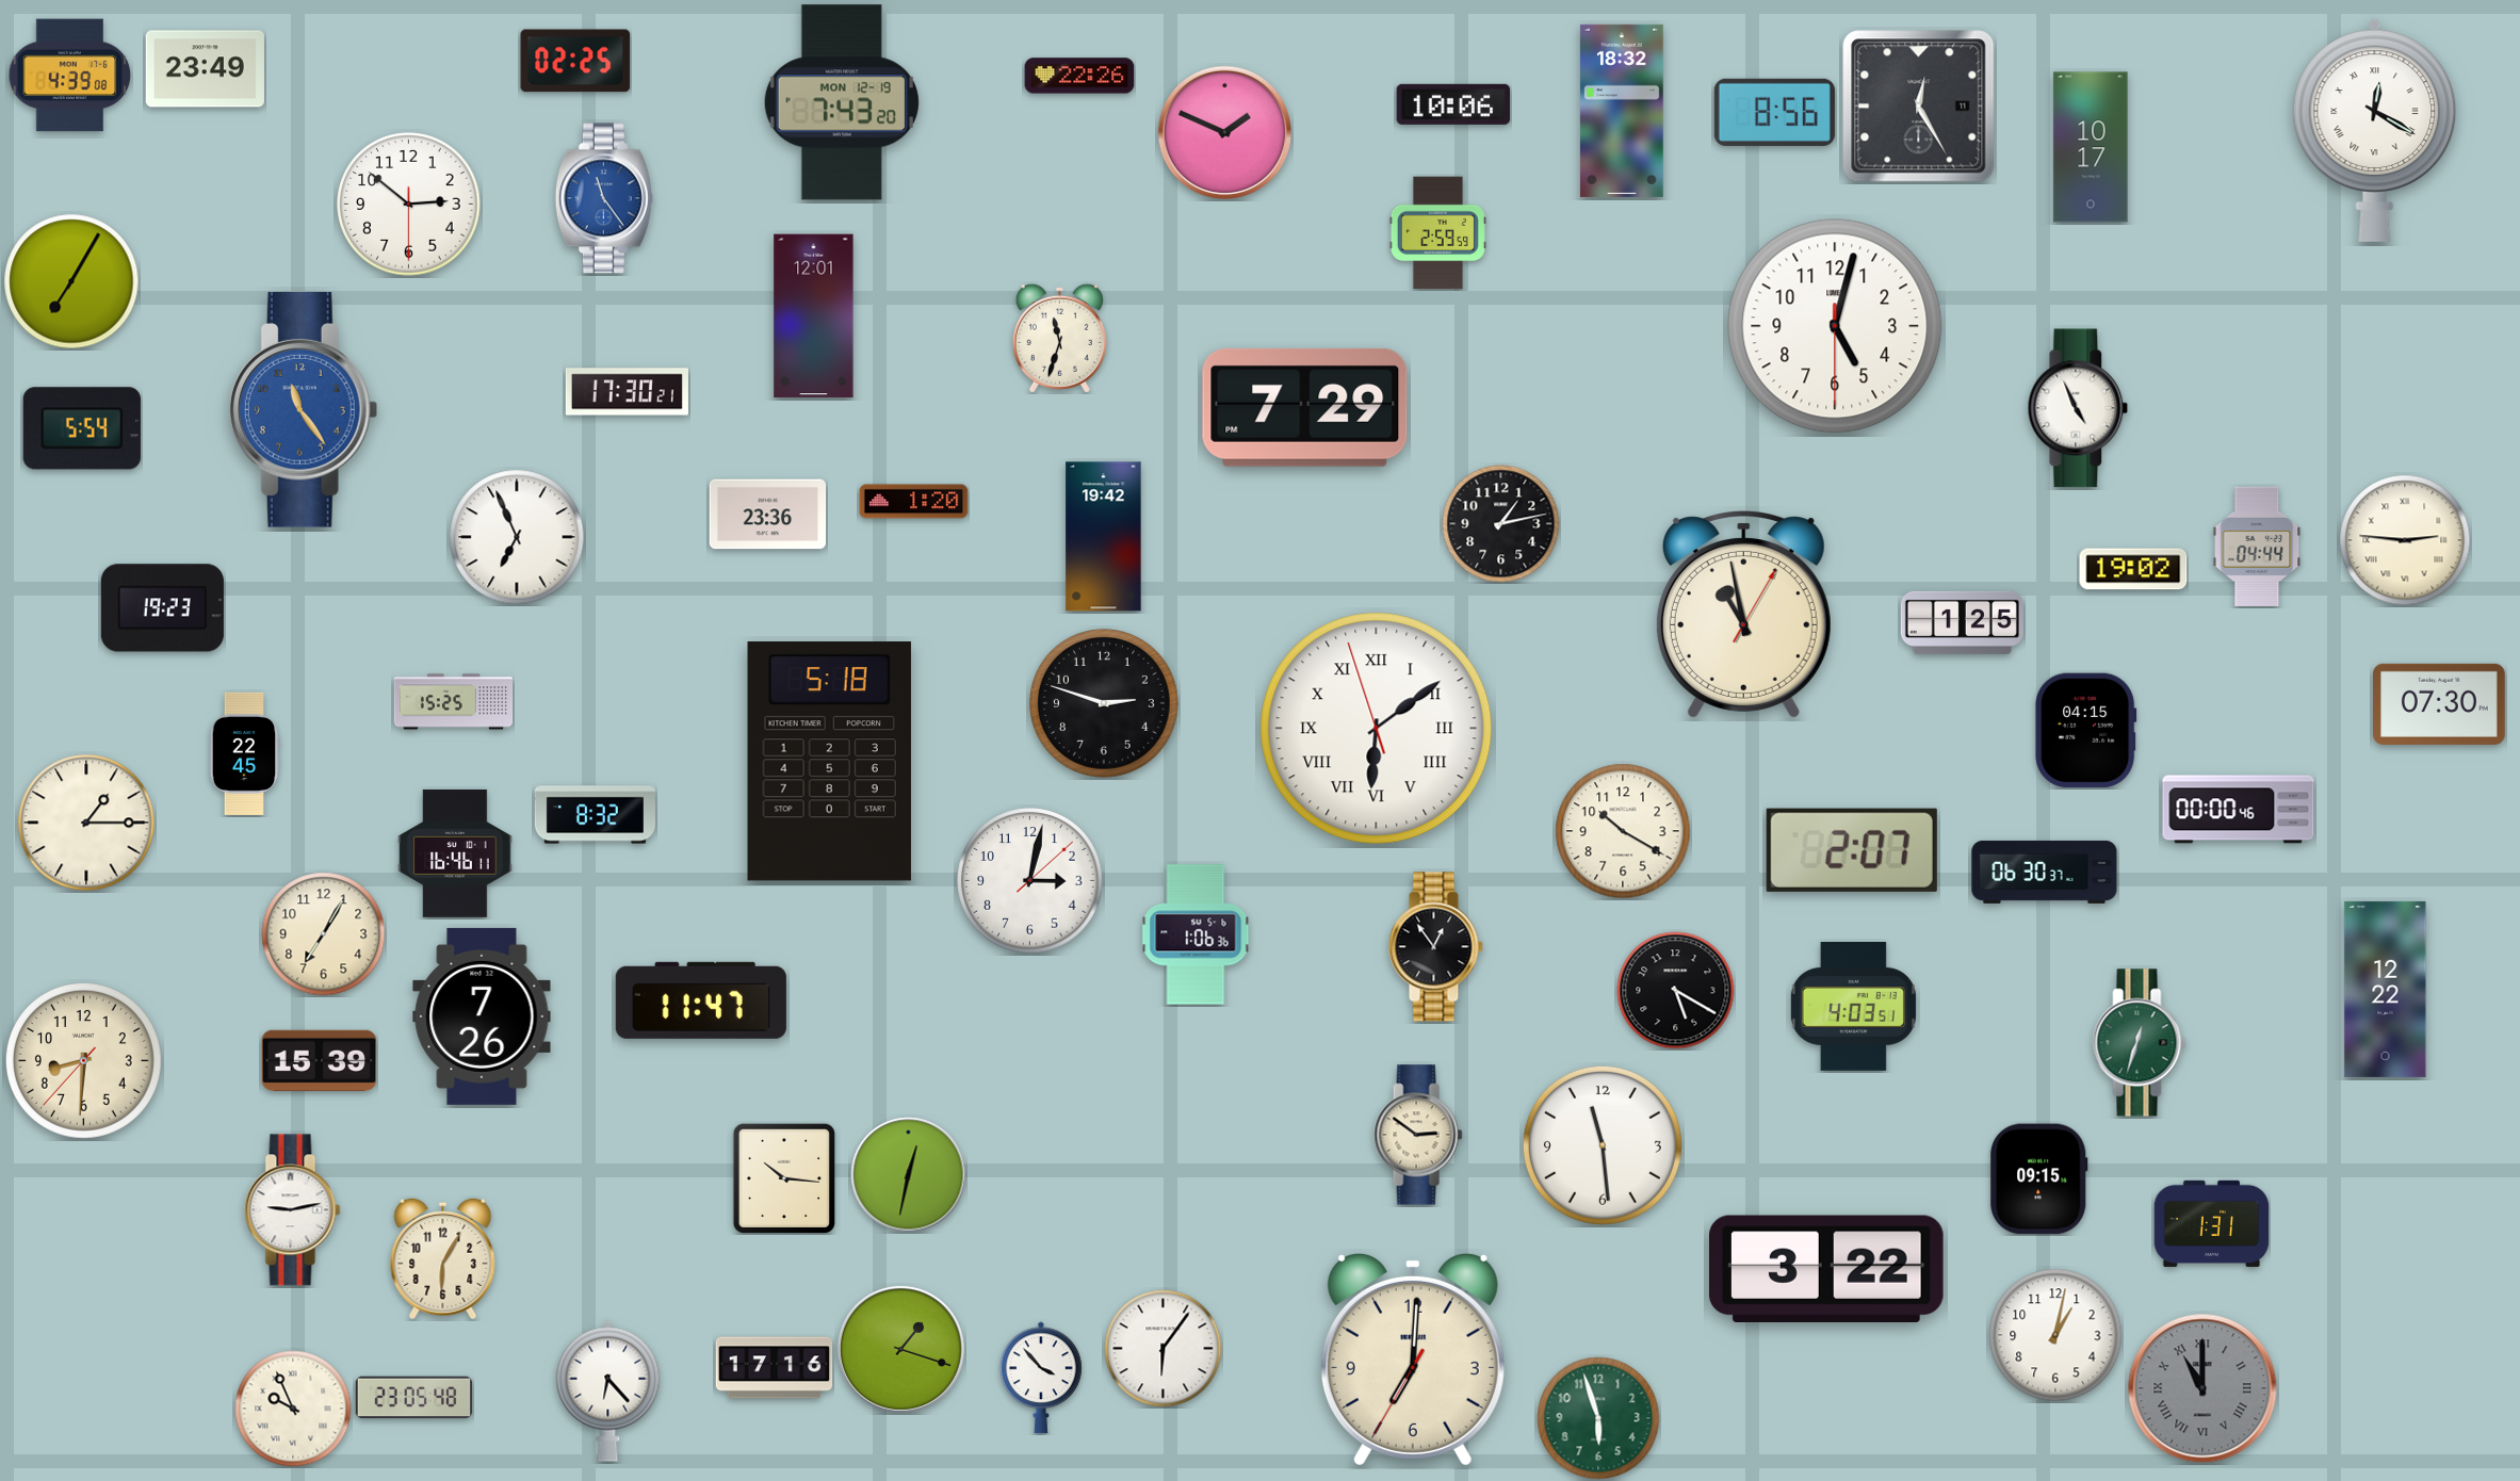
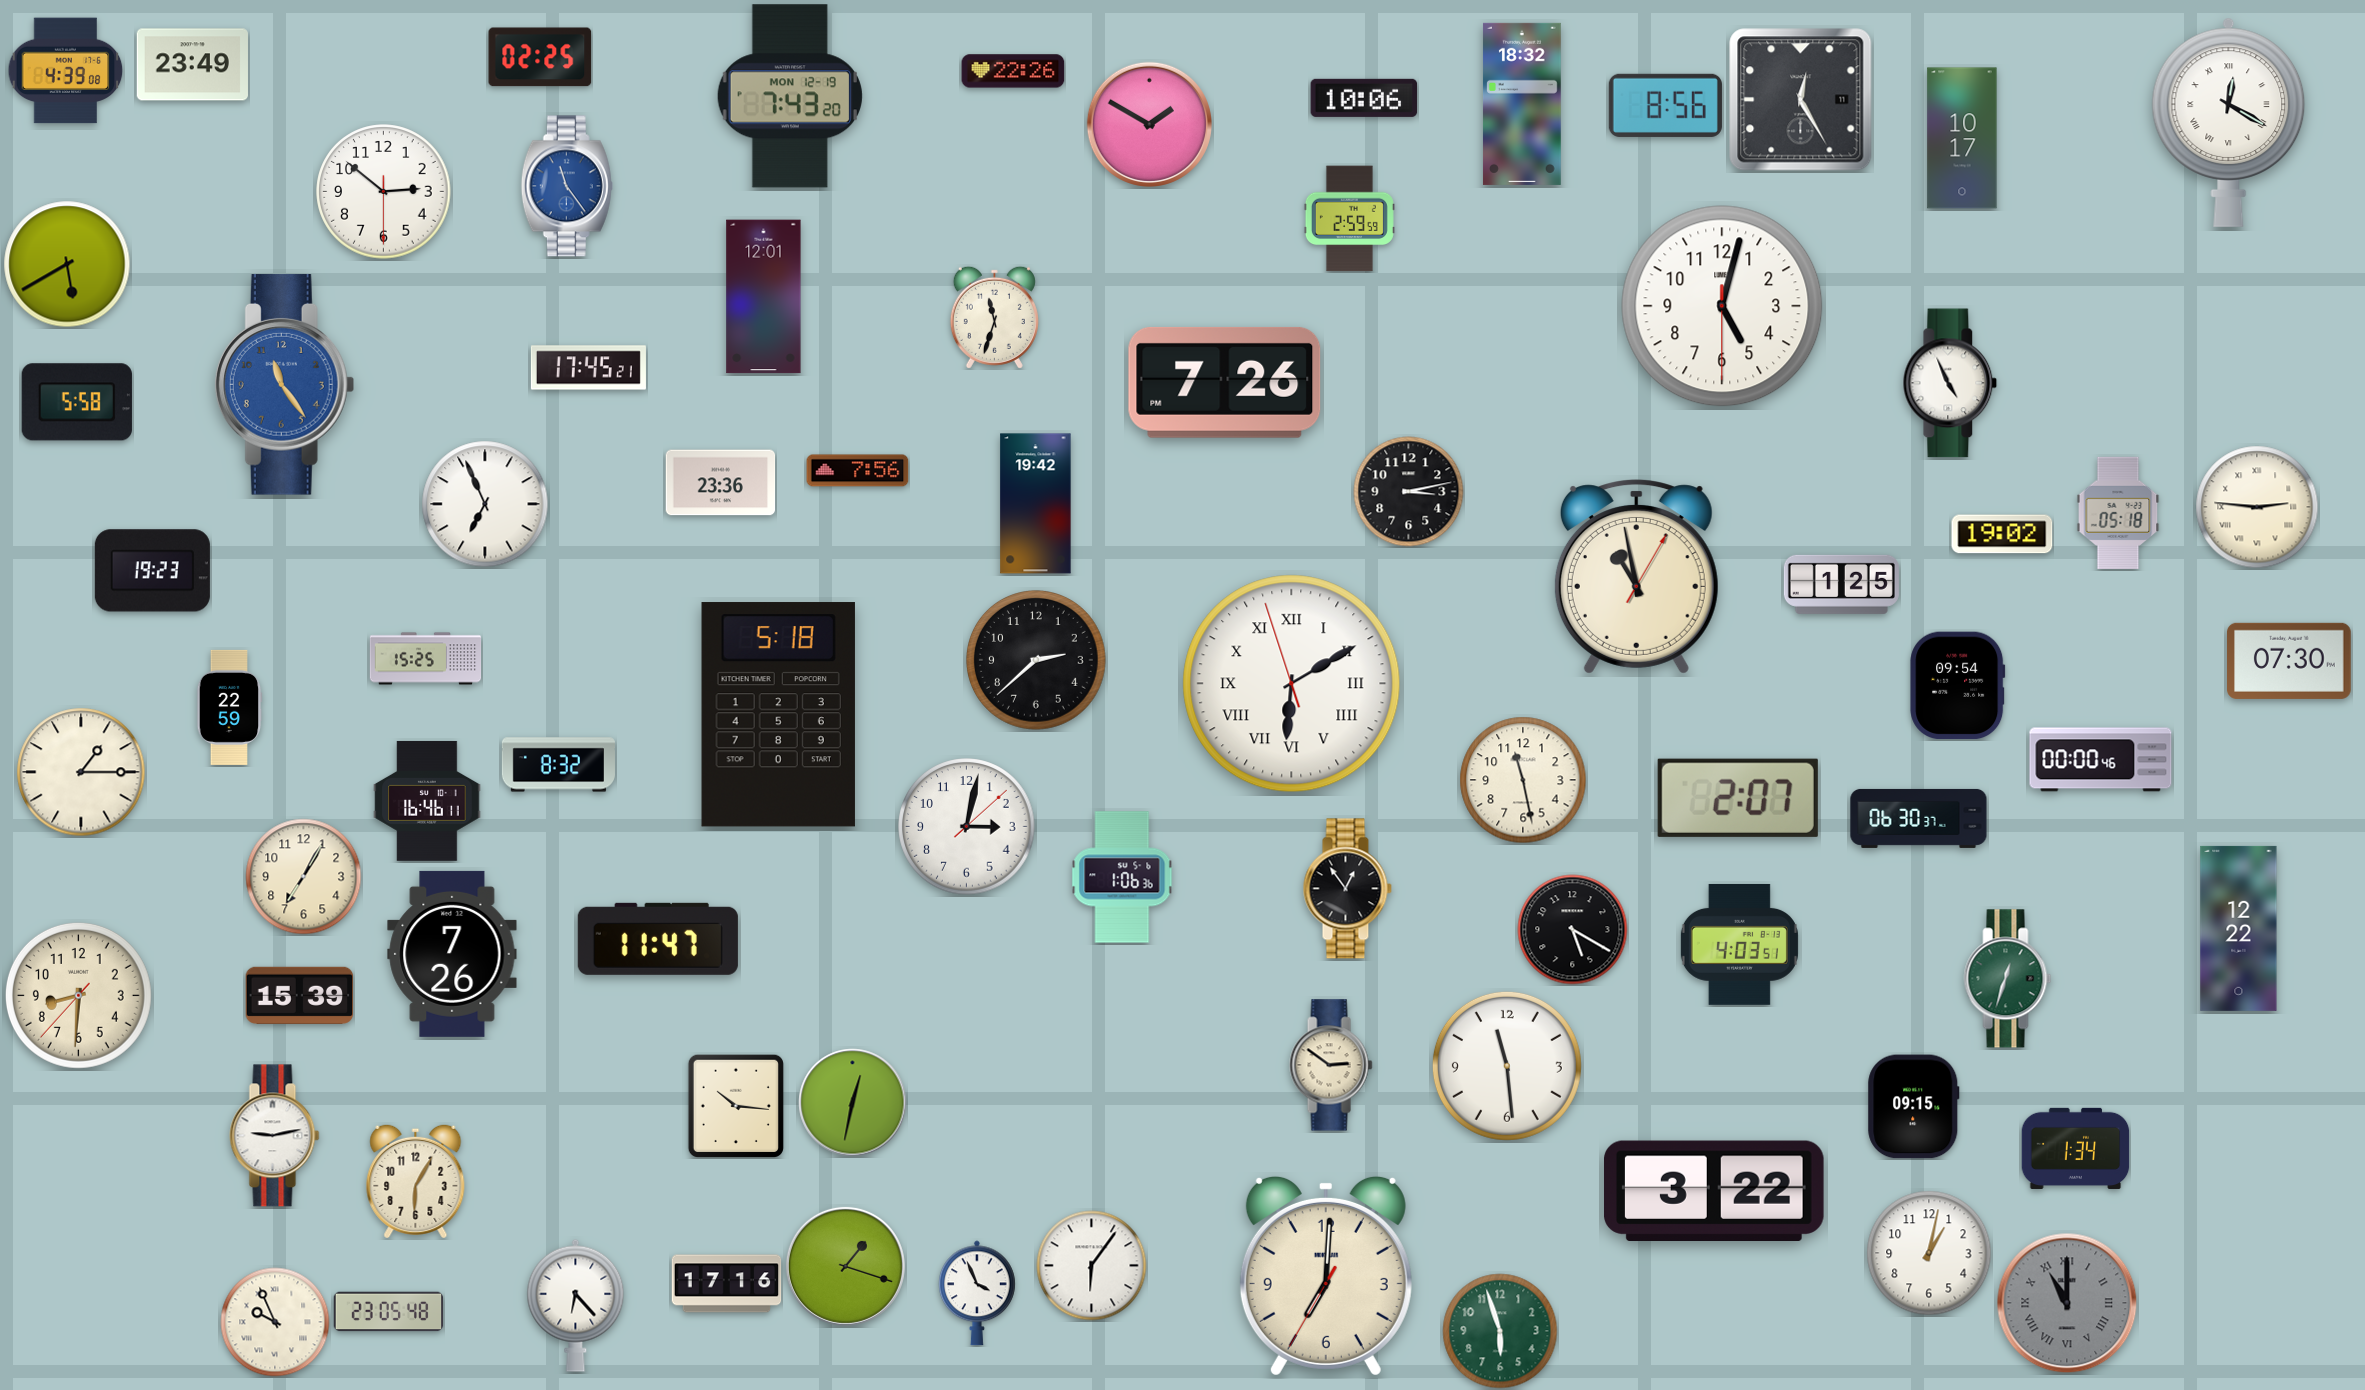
clock at (1224, 132): 1:49 -> 1:50
clock at (71, 281): 7:05 -> 5:40
clock at (627, 392): 17:30 -> 17:45
clock at (1305, 407): 7:29 -> 7:26
clock at (82, 428): 5:54 -> 5:58
clock at (914, 502): 1:20 -> 7:56
clock at (1501, 524): 1:13 -> 3:13
clock at (2257, 547): 04:44 -> 05:18
clock at (1105, 704): 2:48 -> 2:38
clock at (1377, 729): 6:08 -> 6:09
clock at (2086, 731): 04:15 -> 09:54
clock at (244, 753): 22:45 -> 22:59
clock at (1623, 831): 10:20 -> 11:28
clock at (1603, 1145) position: (1603, 1145) -> (1507, 1066)
clock at (2212, 1223): 1:31 -> 1:34
clock at (1042, 1378): 3:53 -> 3:56
clock at (608, 1390) position: (608, 1390) -> (576, 1305)
